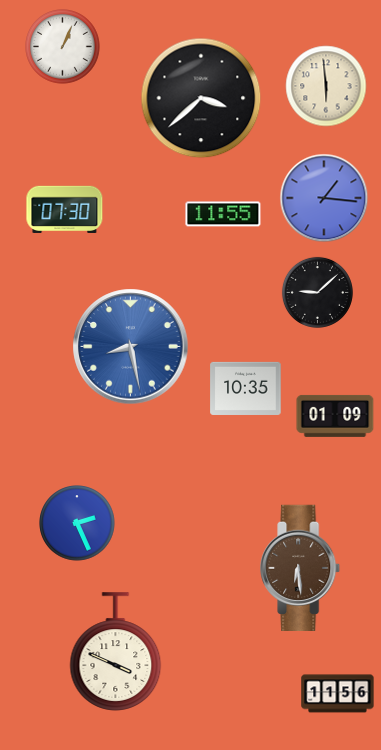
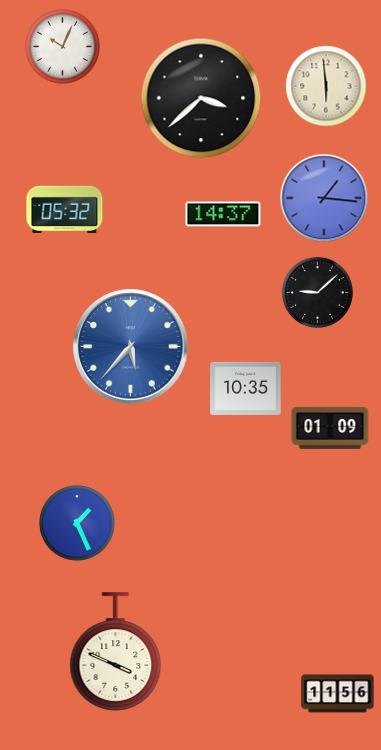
clock at (63, 47): 1:04 -> 10:04
clock at (65, 209): 07:30 -> 05:32
clock at (223, 214): 11:55 -> 14:37
clock at (131, 347): 8:28 -> 5:37
clock at (335, 416) position: (335, 416) -> (330, 428)
clock at (77, 523): 2:26 -> 1:26
clock at (301, 568): 6:29 -> none
